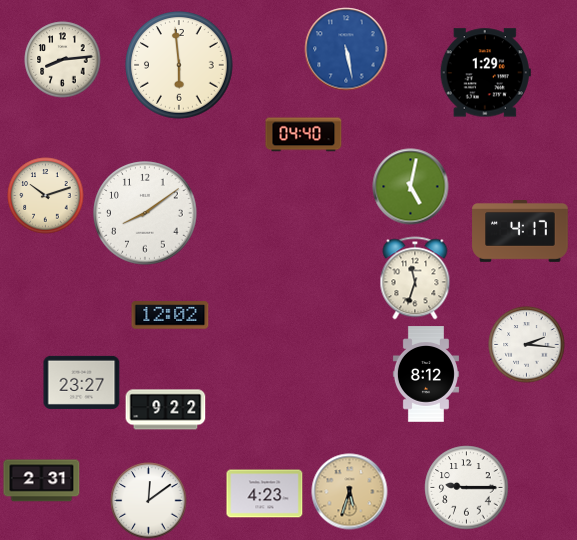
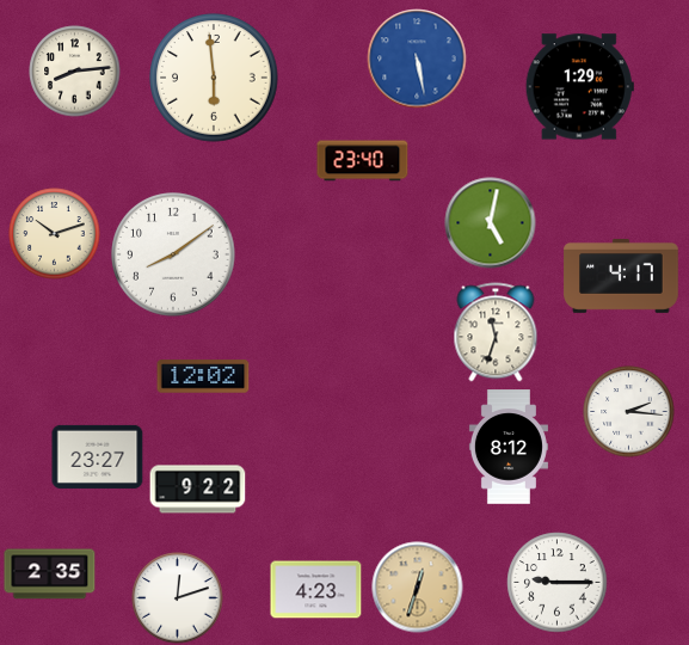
clock at (346, 49) position: (346, 49) -> (417, 59)
clock at (304, 135): 04:40 -> 23:40
clock at (42, 481): 2:31 -> 2:35
clock at (350, 492): 5:33 -> 12:33
clock at (149, 501): 12:09 -> 12:12
